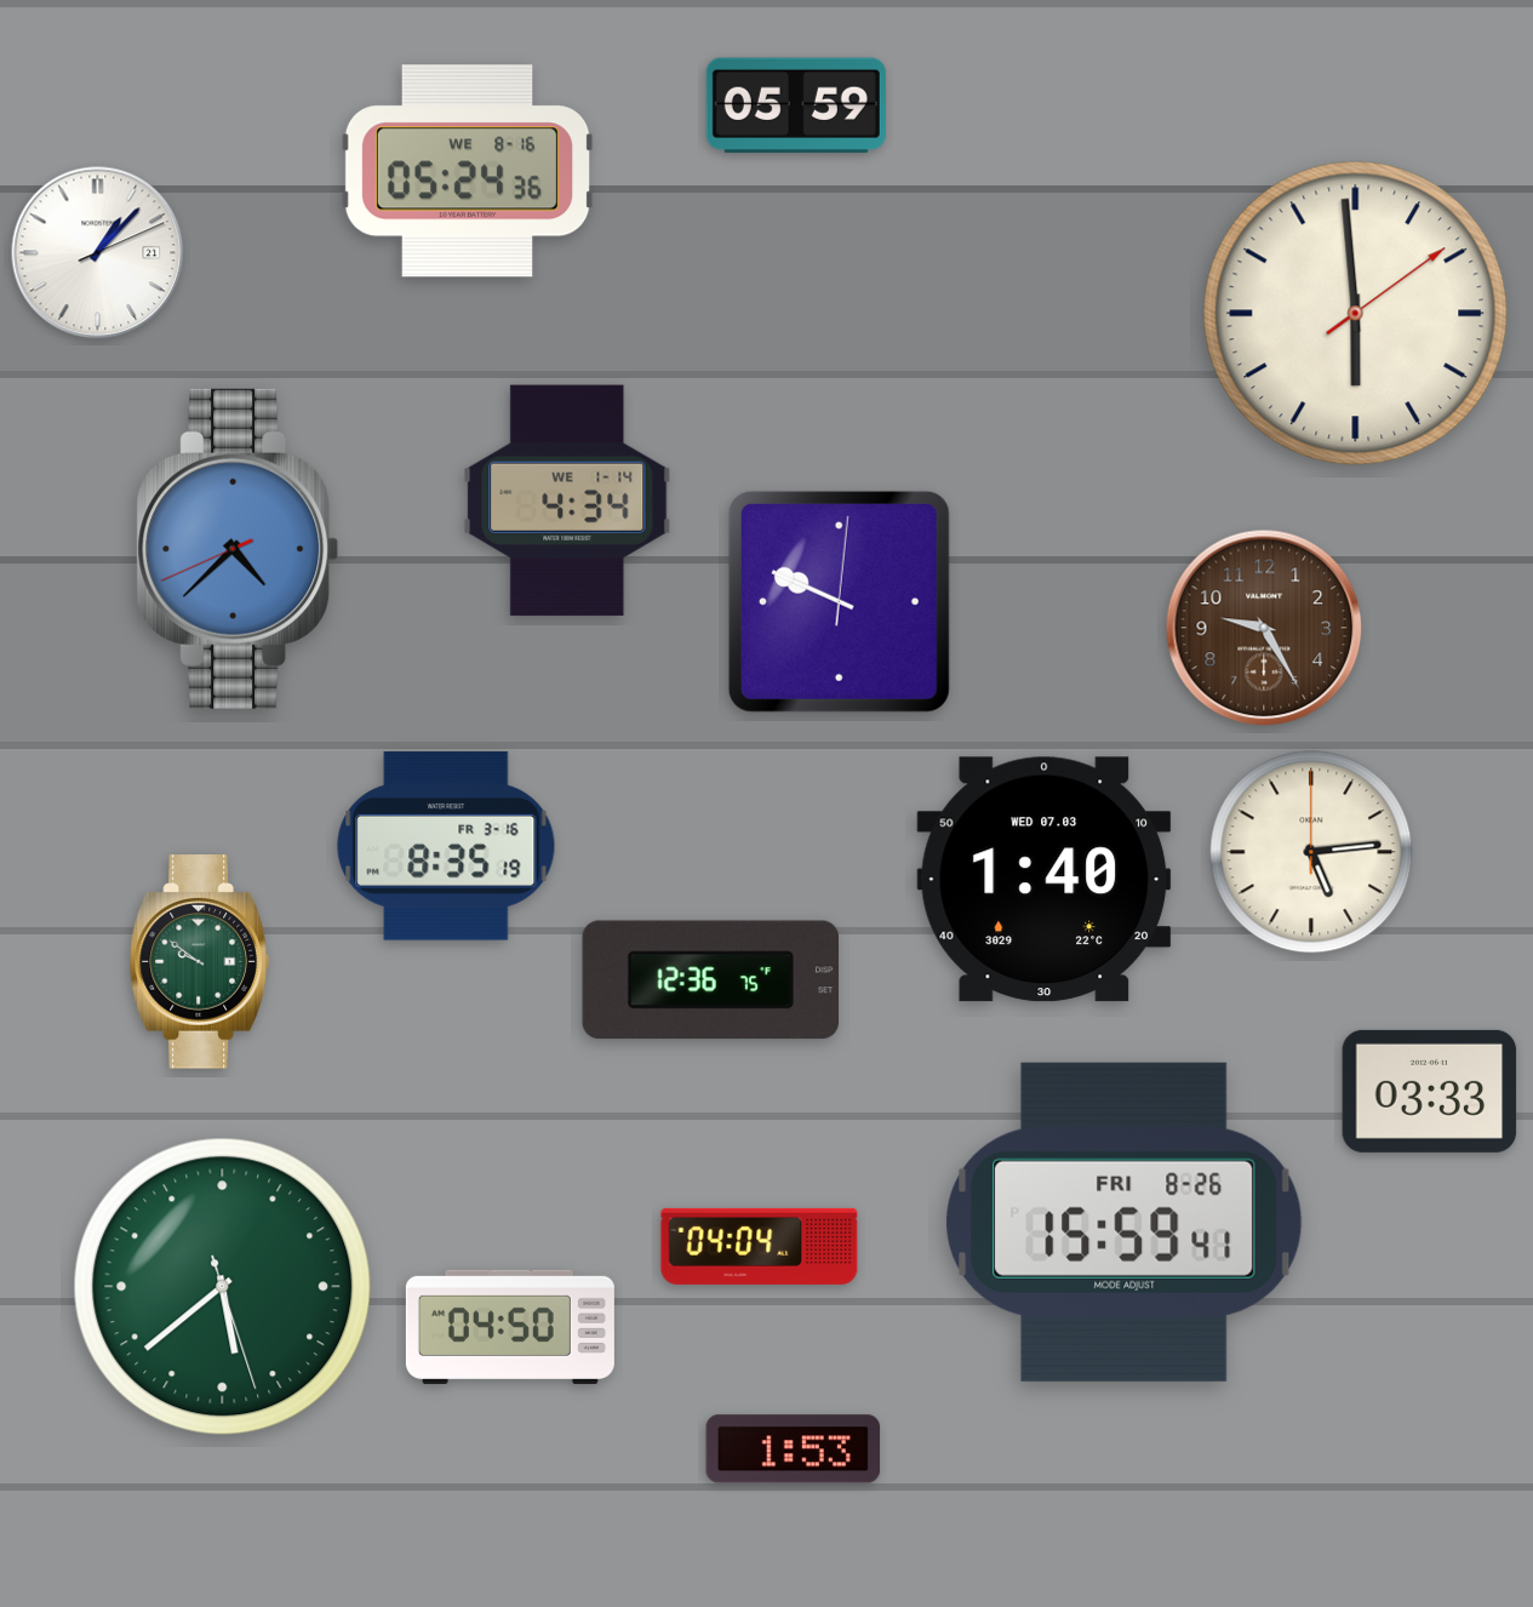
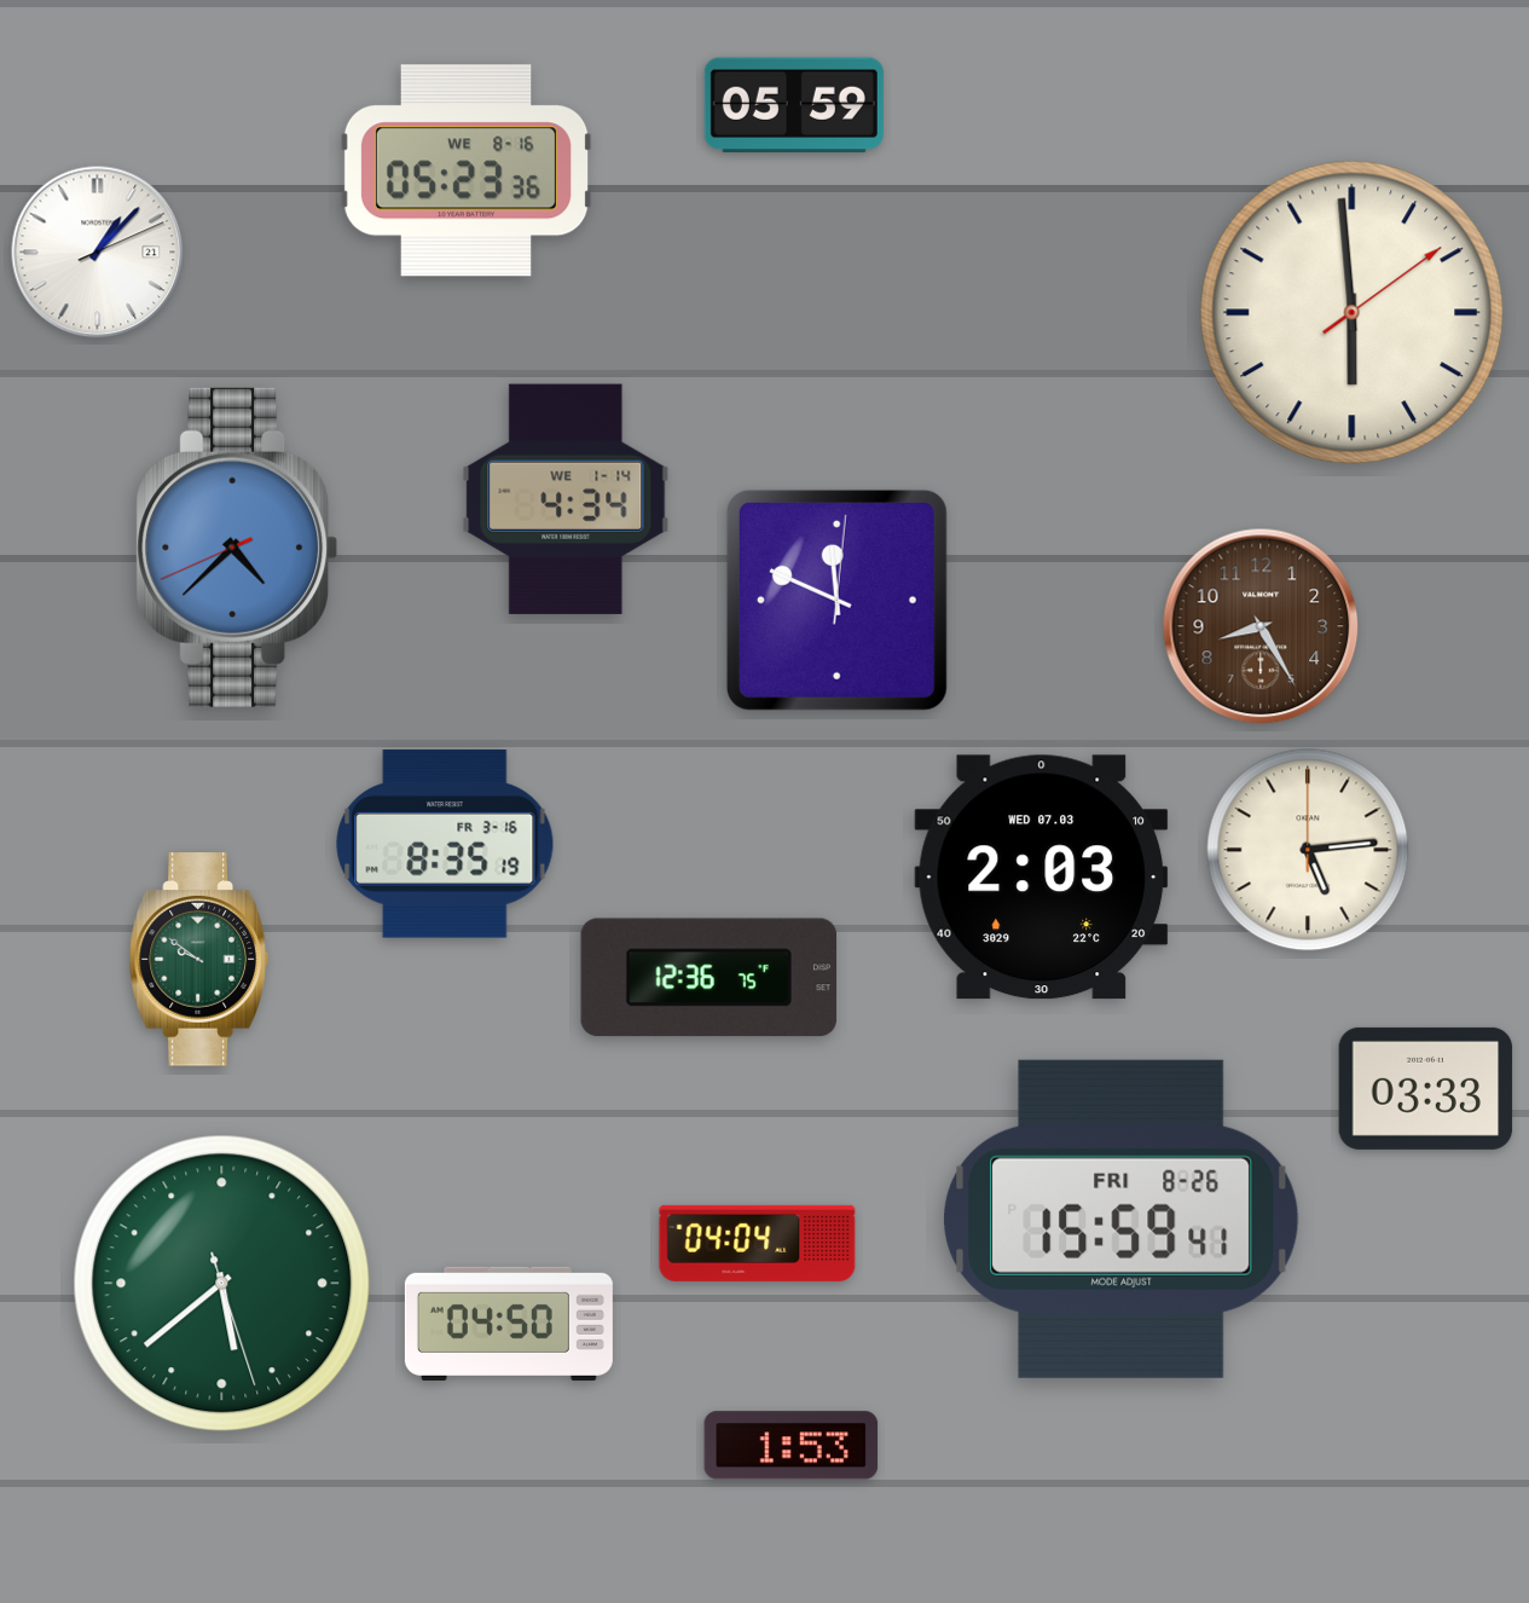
clock at (468, 171): 05:24 -> 05:23
clock at (839, 601): 9:49 -> 11:49
clock at (1264, 628): 9:25 -> 8:25
clock at (1045, 880): 1:40 -> 2:03
